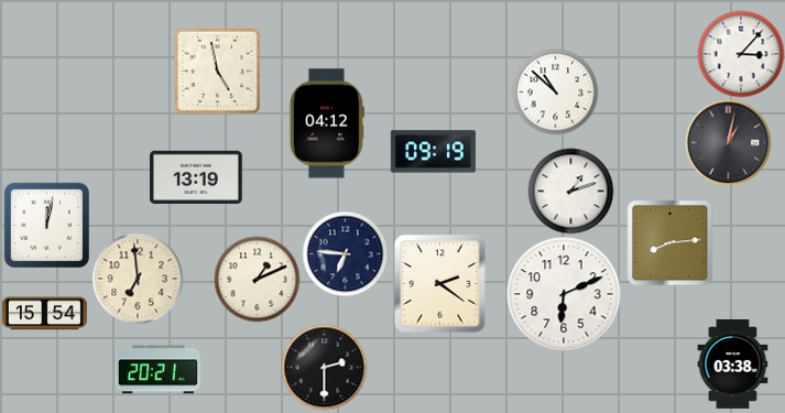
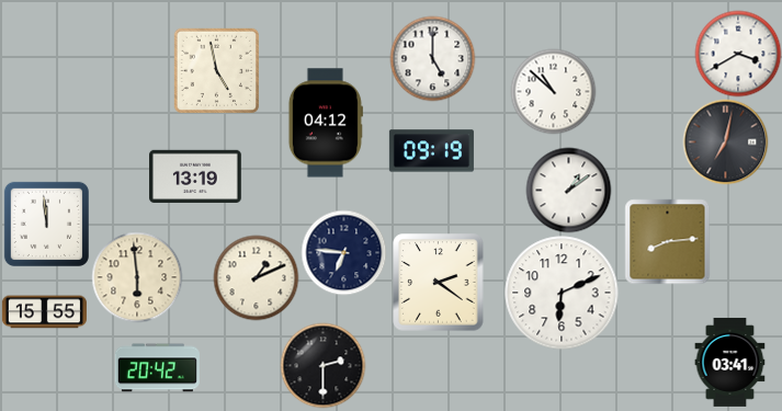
clock at (741, 54): 3:07 -> 3:40
clock at (432, 58): none -> 5:00
clock at (728, 142): 1:02 -> 7:02
clock at (570, 191): 1:12 -> 1:09
clock at (46, 225): 12:02 -> 11:59
clock at (138, 279): 6:59 -> 5:59
clock at (44, 314): 15:54 -> 15:55
clock at (733, 363): 03:38 -> 03:41
clock at (157, 370): 20:21 -> 20:42
